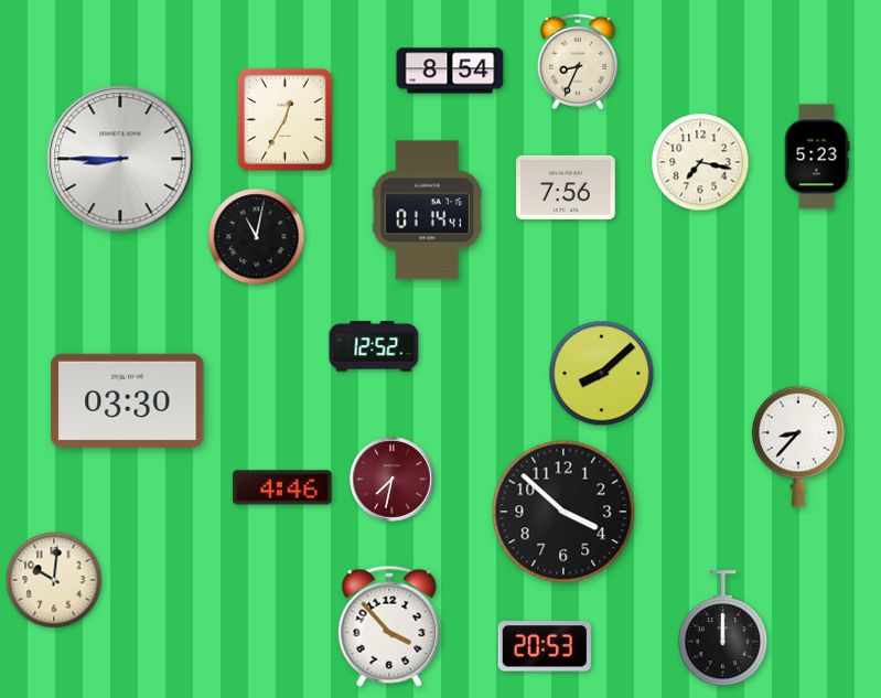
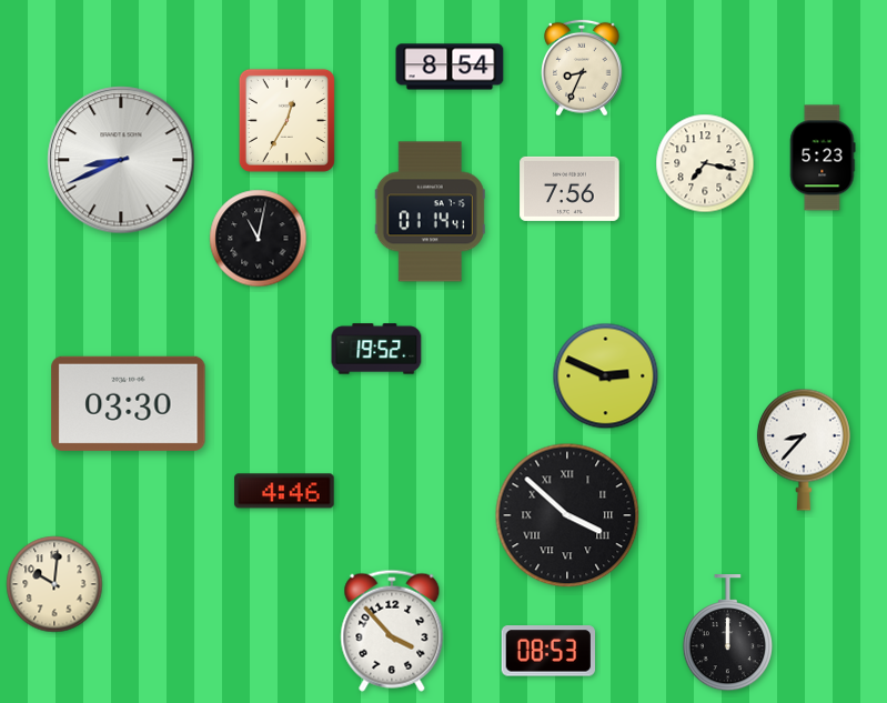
clock at (579, 62) position: (579, 62) -> (583, 68)
clock at (450, 71) position: (450, 71) -> (450, 67)
clock at (120, 159): 8:45 -> 8:41
clock at (374, 346): 12:52 -> 19:52
clock at (602, 374): 8:08 -> 2:49
clock at (393, 480): 7:32 -> none
clock at (563, 512) numerals: Arabic -> Roman
clock at (544, 646): 20:53 -> 08:53
